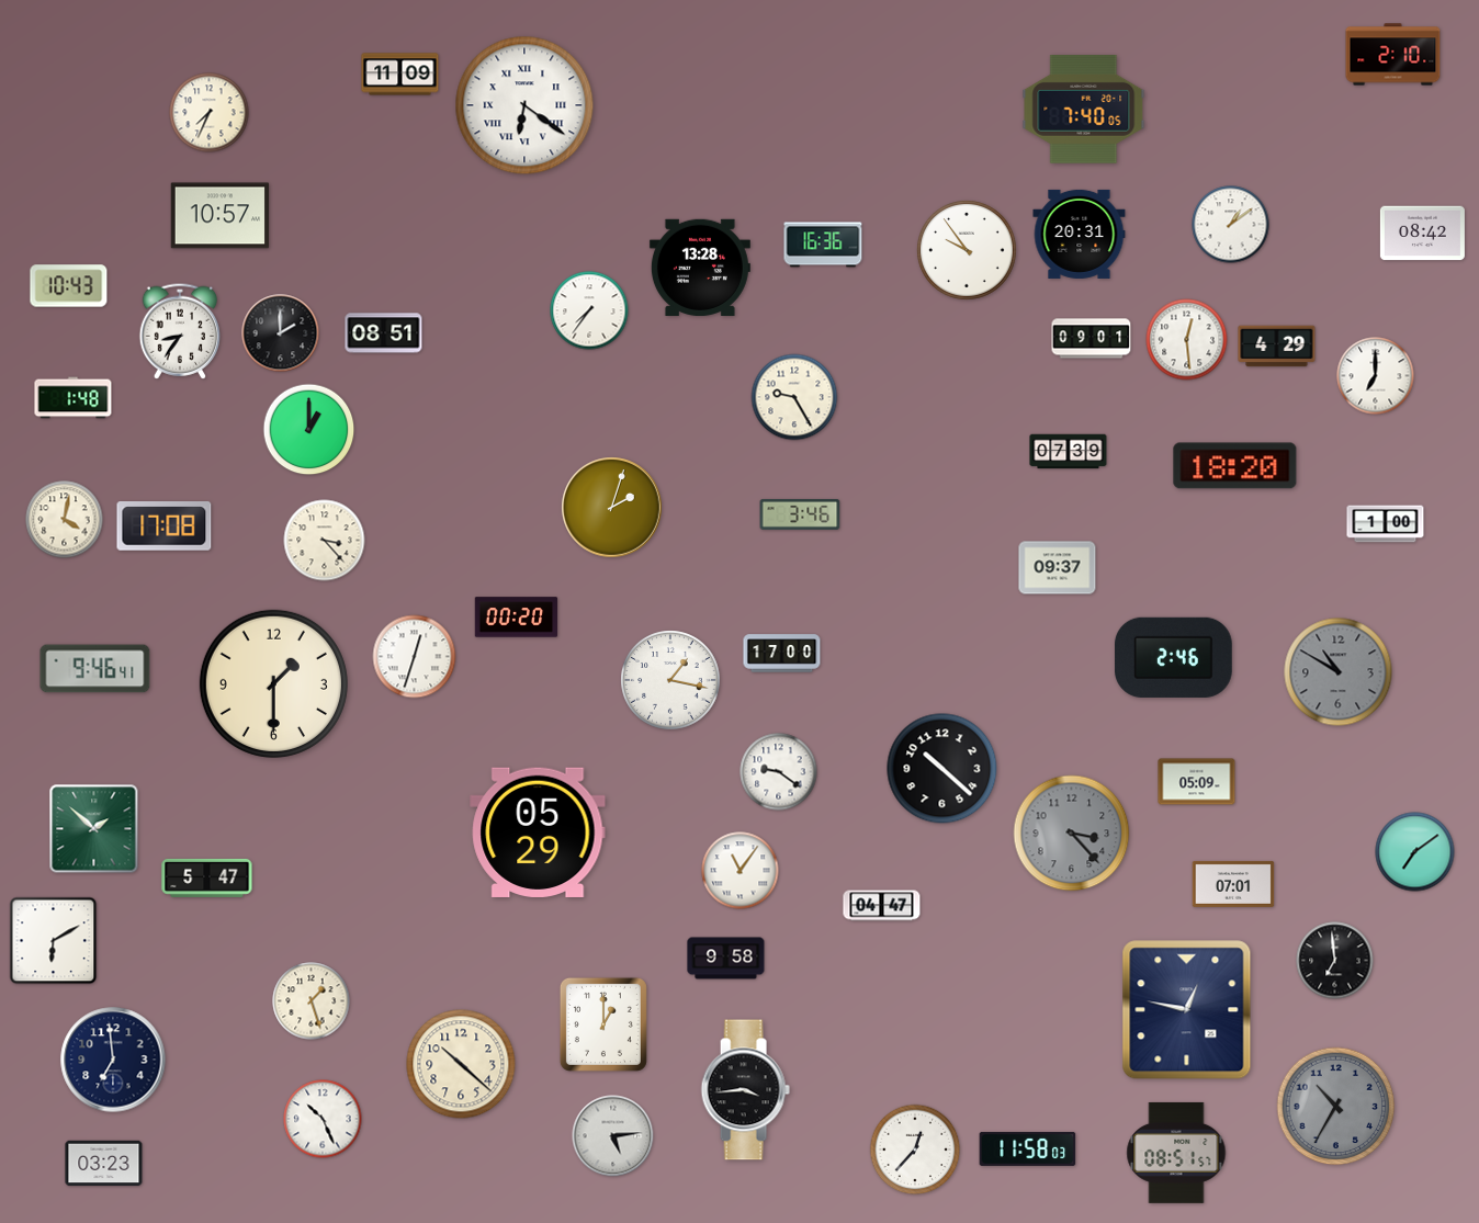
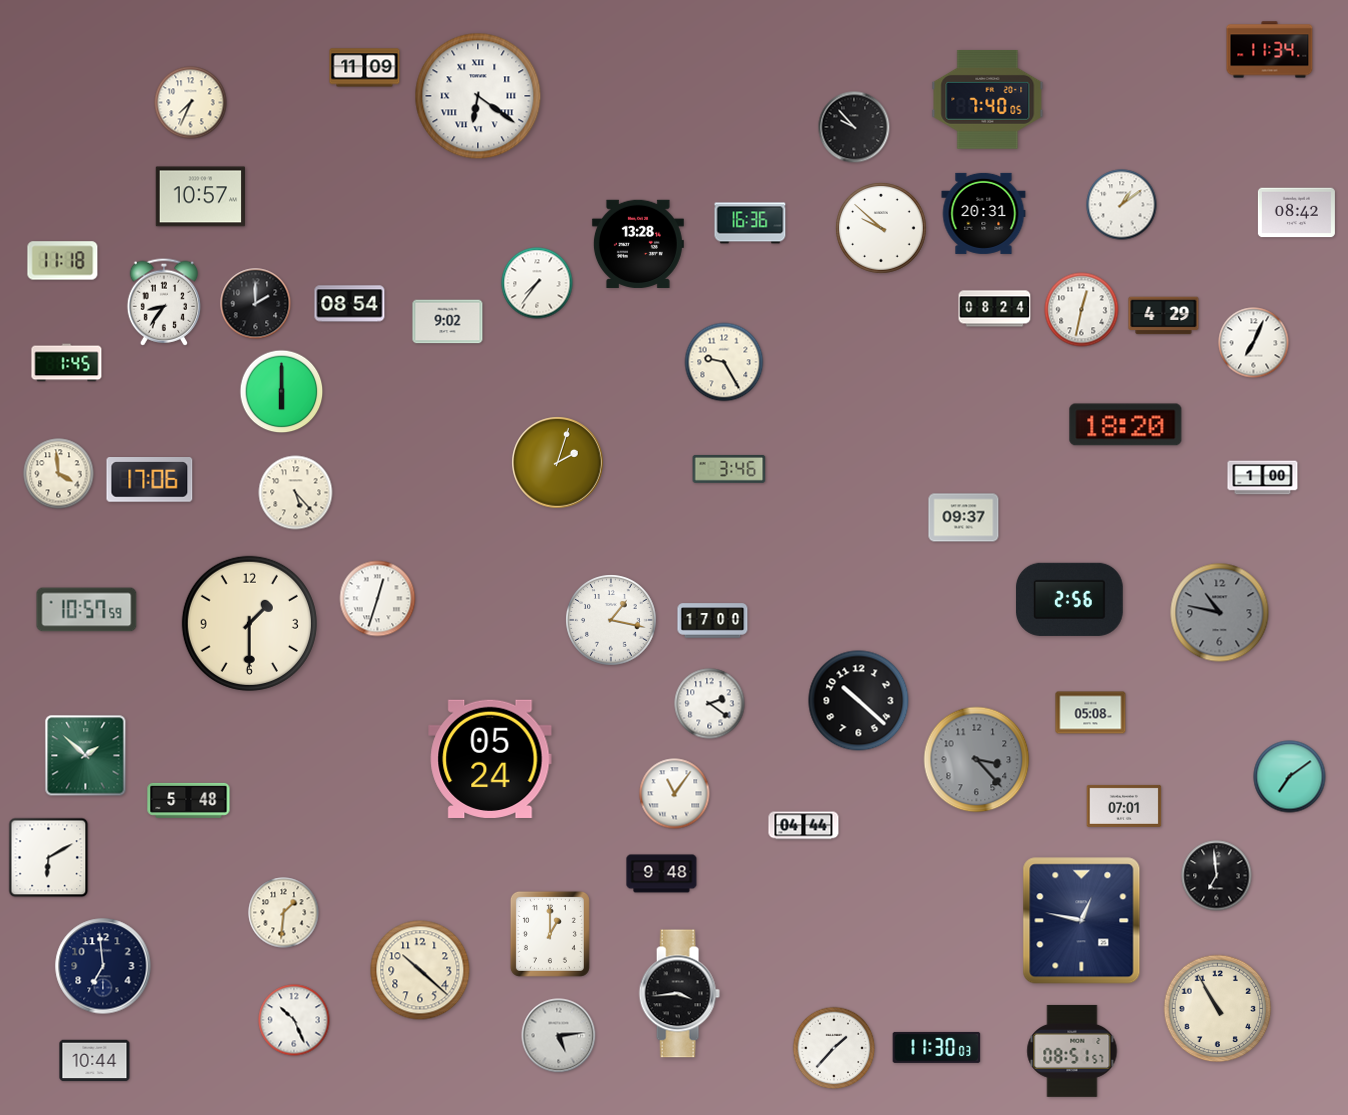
clock at (1393, 55): 2:10 -> 11:34
clock at (854, 127): none -> 9:53
clock at (967, 250): 9:54 -> 9:52
clock at (69, 286): 10:43 -> 11:18
clock at (384, 333): 08:51 -> 08:54
clock at (1092, 339): 09:01 -> 08:24
clock at (1187, 340): 12:29 -> 12:32
clock at (448, 322): none -> 9:02
clock at (1376, 376): 7:00 -> 7:04
clock at (74, 398): 1:48 -> 1:45
clock at (309, 430): 1:00 -> 6:00
clock at (1069, 452): 07:39 -> none
clock at (65, 520): 4:02 -> 3:59
clock at (165, 526): 17:08 -> 17:06
clock at (325, 541): 3:23 -> 5:23
clock at (517, 618): 00:20 -> none
clock at (782, 654) position: (782, 654) -> (713, 621)
clock at (1173, 657): 2:46 -> 2:56
clock at (95, 669): 9:46 -> 10:57
clock at (1339, 672): 10:50 -> 10:47
clock at (779, 772): 9:21 -> 2:21
clock at (1197, 782): 05:09 -> 05:08
clock at (538, 831): 05:29 -> 05:24
clock at (207, 877): 5:47 -> 5:48
clock at (882, 906): 04:47 -> 04:44
clock at (726, 959): 9:58 -> 9:48
clock at (312, 1001): 1:27 -> 1:31
clock at (1336, 1107): 10:35 -> 10:55
clock at (1336, 1107) dial: grey -> cream
clock at (1028, 1148): 11:58 -> 11:30
clock at (915, 1150): 12:37 -> 1:37
clock at (104, 1164): 03:23 -> 10:44
